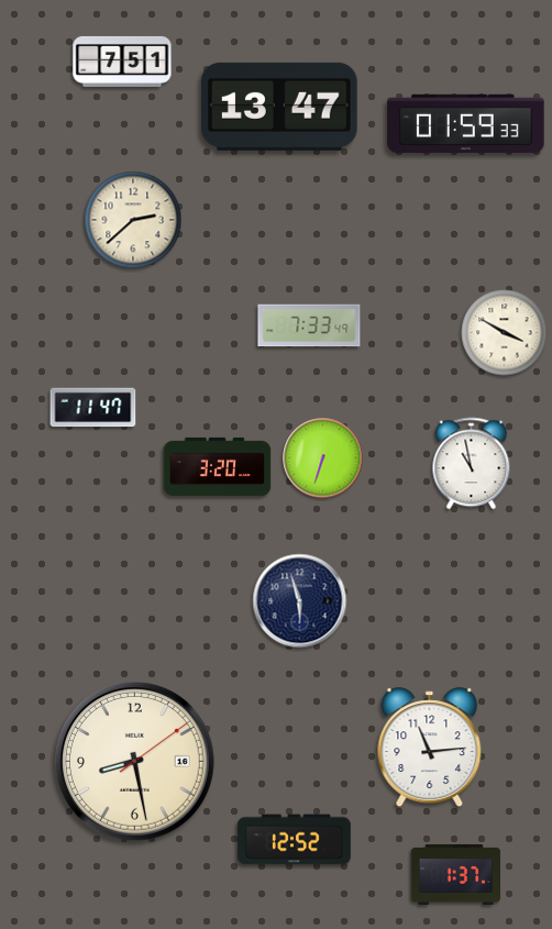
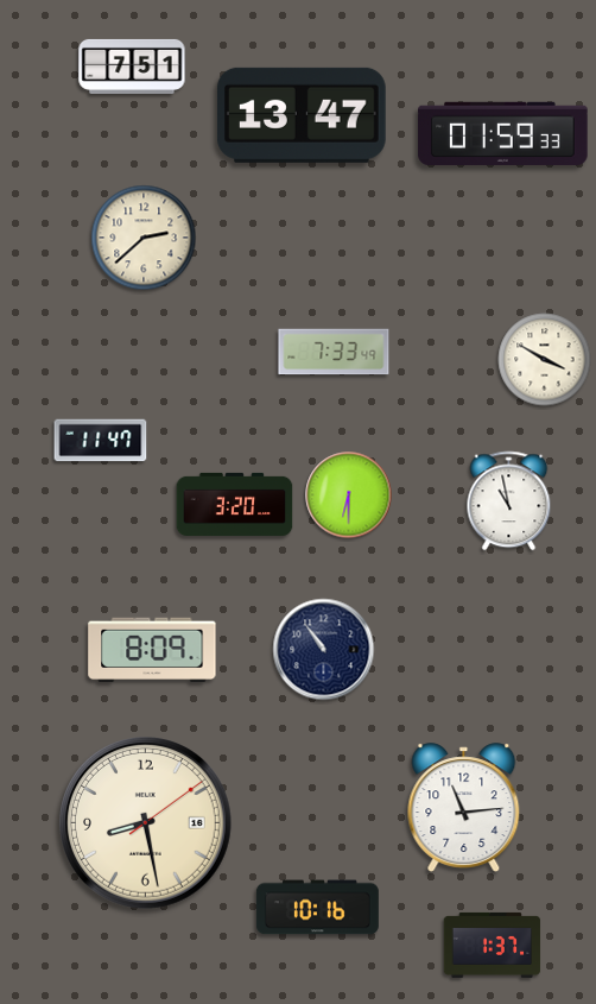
clock at (323, 458): 6:33 -> 6:30
clock at (152, 650): none -> 8:09
clock at (300, 601): 5:57 -> 10:54
clock at (294, 840): 12:52 -> 10:16
